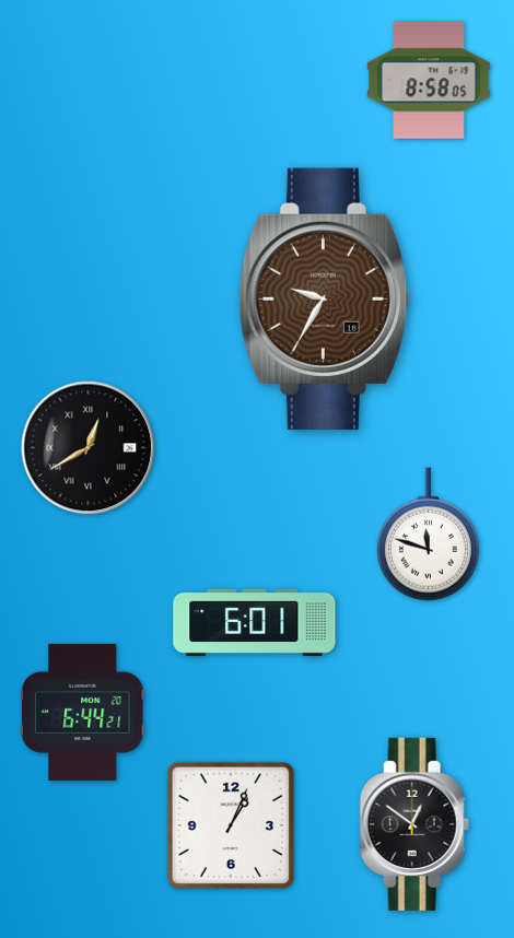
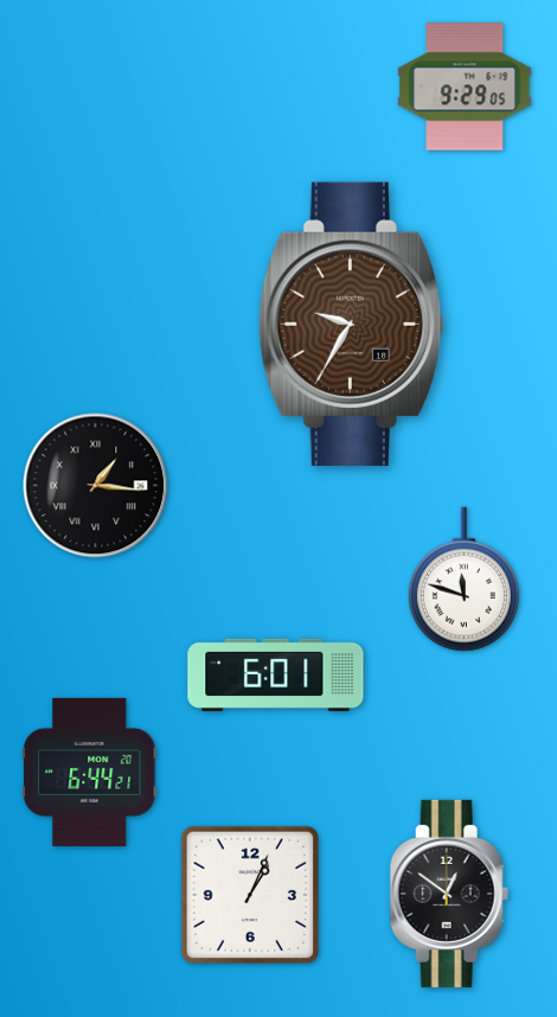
clock at (429, 80): 8:58 -> 9:29
clock at (89, 448): 12:40 -> 1:16
